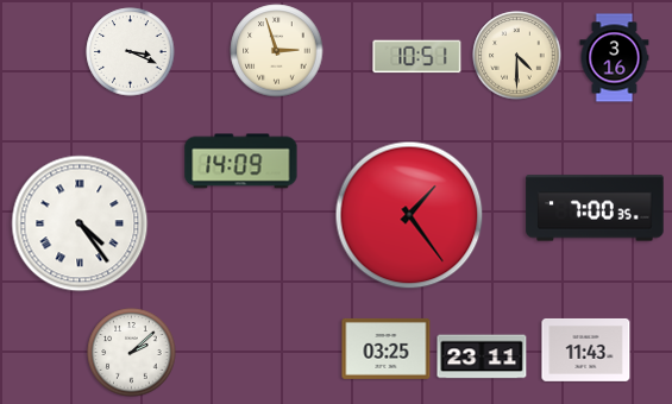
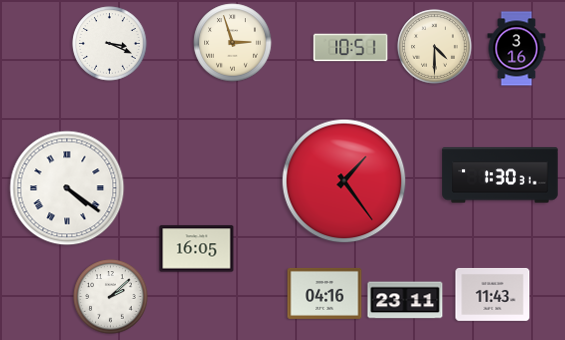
clock at (241, 162): 14:09 -> none
clock at (595, 208): 7:00 -> 1:30
clock at (80, 223): 4:24 -> 4:21
clock at (197, 249): none -> 16:05
clock at (387, 348): 03:25 -> 04:16
